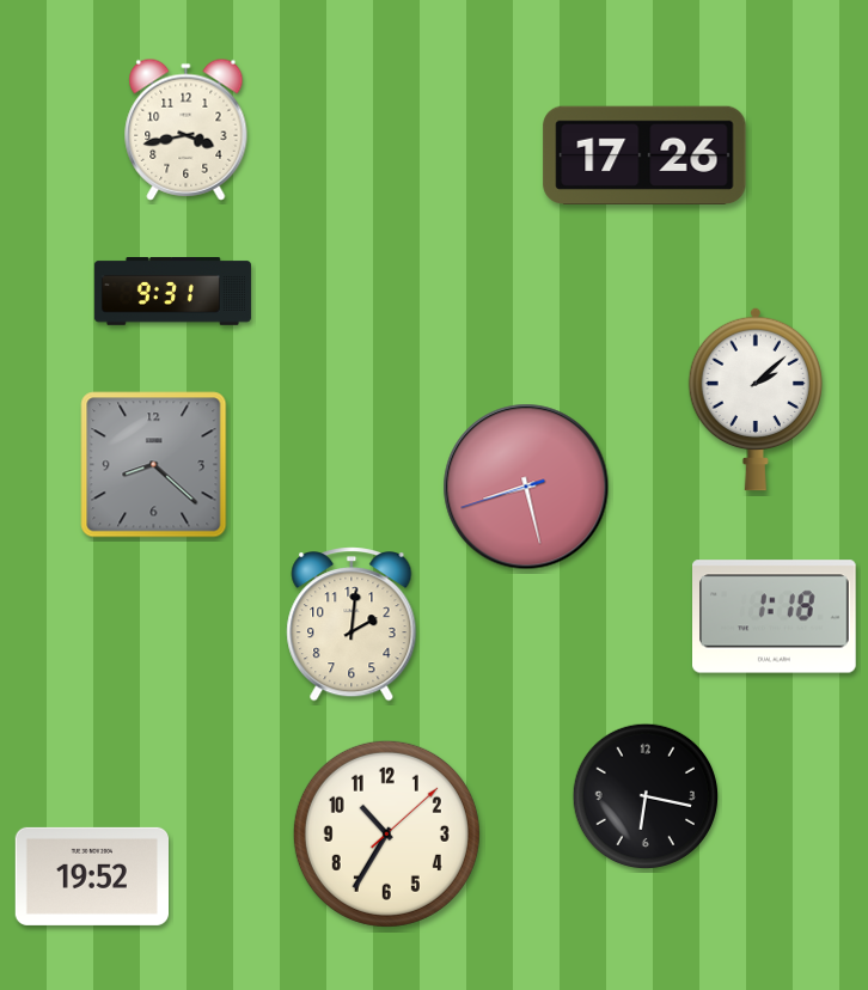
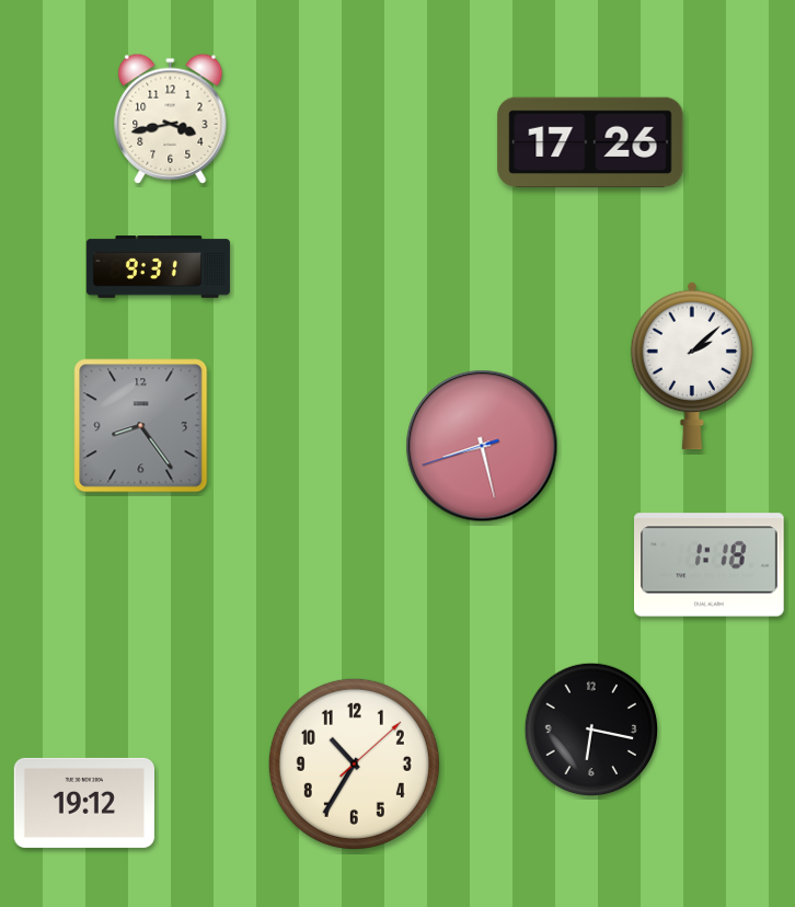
clock at (154, 465): 8:22 -> 8:24
clock at (352, 624): 2:01 -> none
clock at (91, 876): 19:52 -> 19:12
